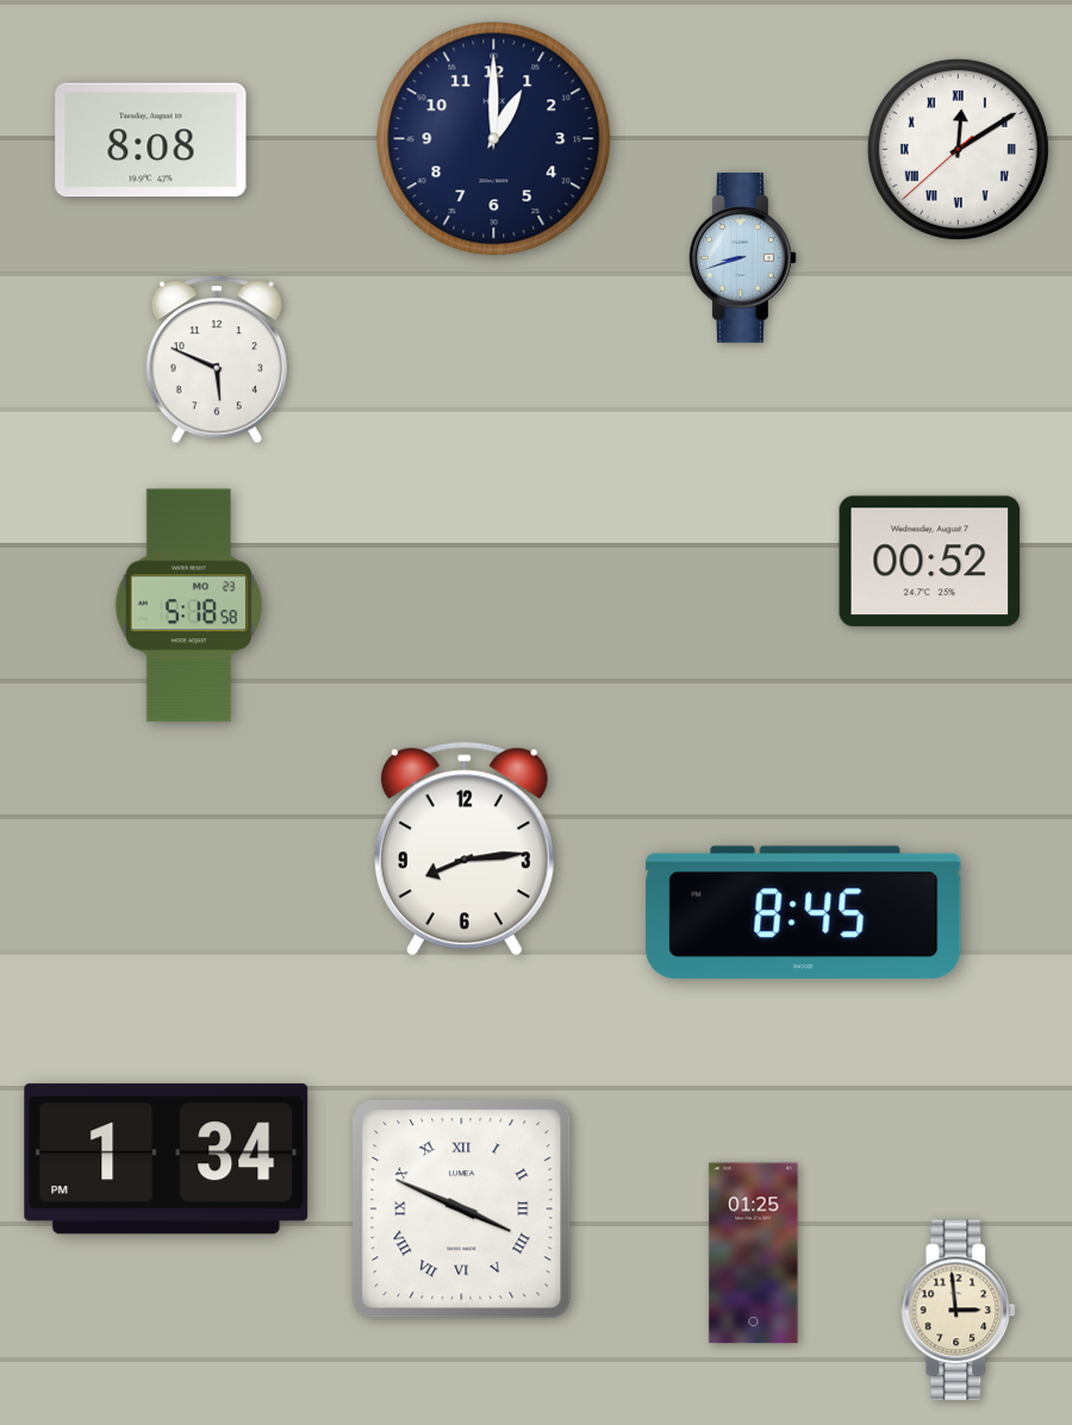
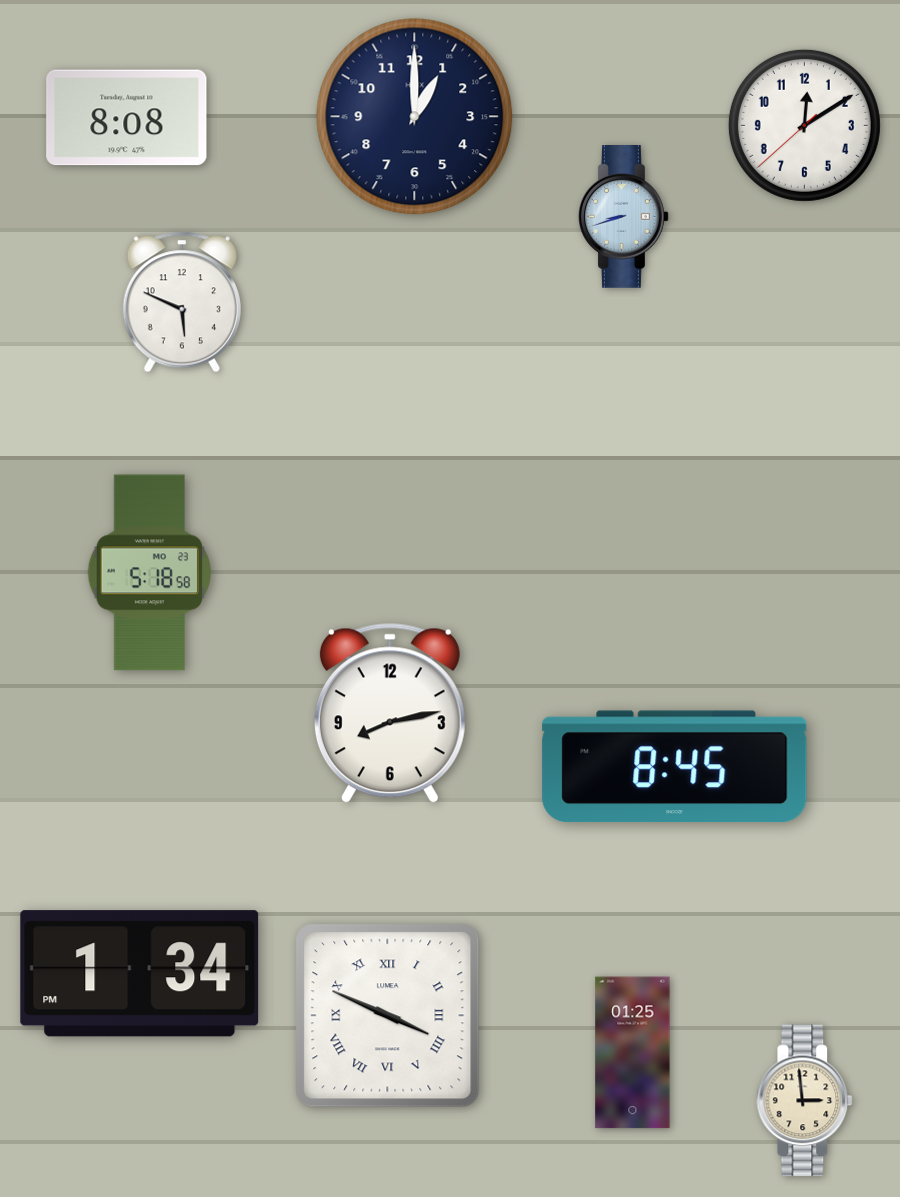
clock at (958, 149) numerals: Roman -> Arabic
clock at (930, 562): 00:52 -> none
clock at (188, 606) position: (188, 606) -> (149, 573)
clock at (465, 849): 8:14 -> 8:13
